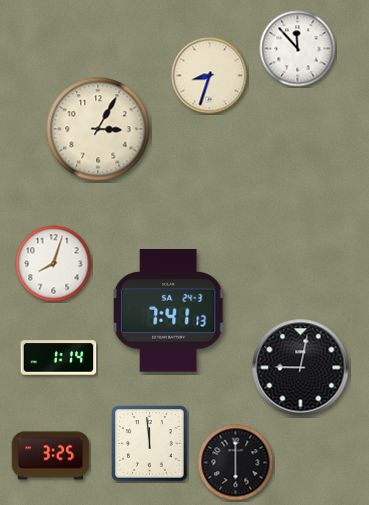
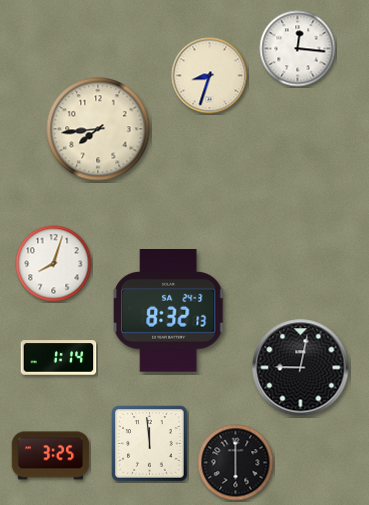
clock at (298, 49): 11:53 -> 12:16
clock at (98, 129): 3:05 -> 7:44
clock at (168, 311): 7:41 -> 8:32
